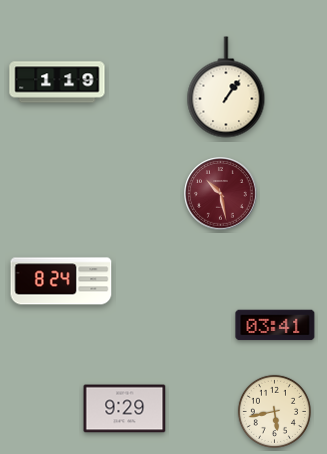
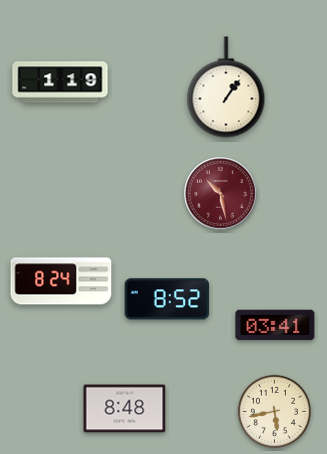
clock at (57, 82) position: (57, 82) -> (60, 82)
clock at (167, 299): none -> 8:52
clock at (125, 409): 9:29 -> 8:48
